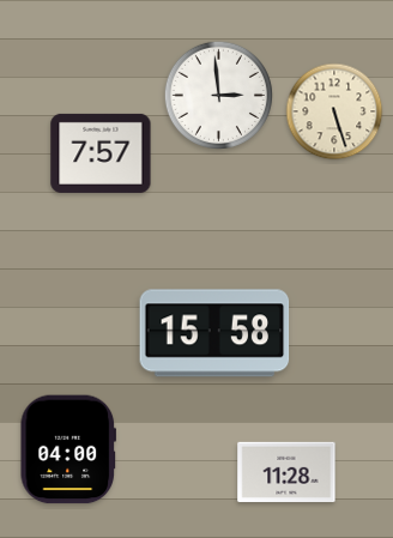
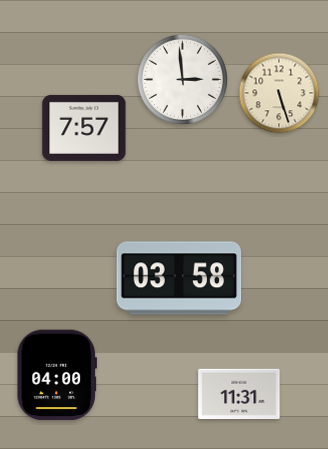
clock at (214, 333): 15:58 -> 03:58
clock at (286, 471): 11:28 -> 11:31
